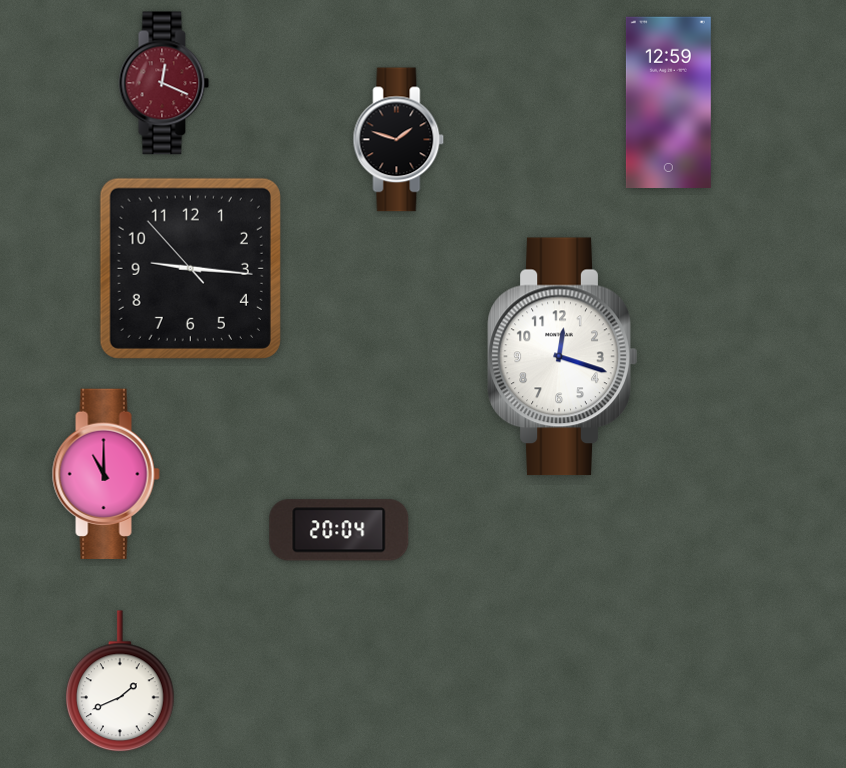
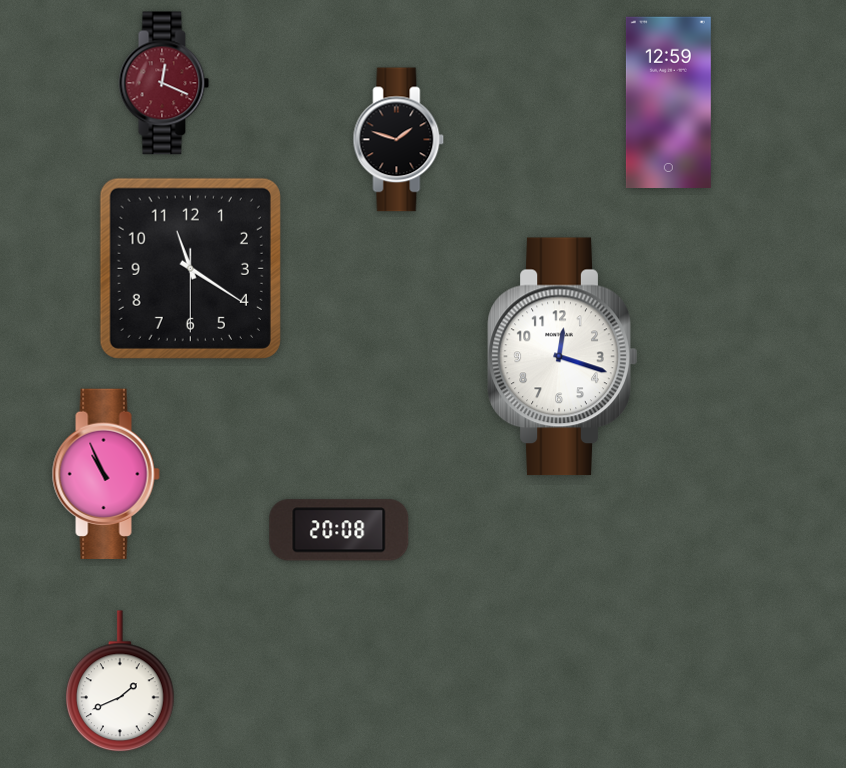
clock at (190, 268): 9:15 -> 11:20
clock at (106, 473): 11:00 -> 10:56
clock at (339, 530): 20:04 -> 20:08
